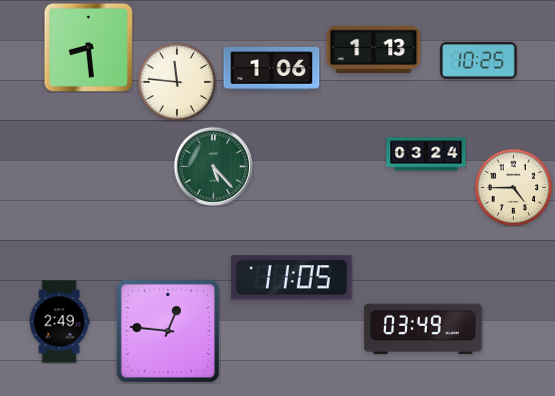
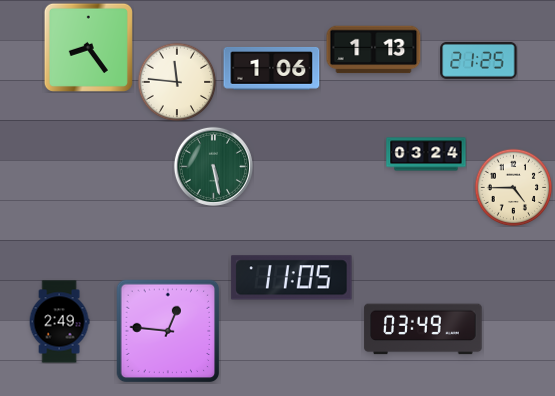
clock at (88, 47): 8:29 -> 8:24
clock at (479, 61): 10:25 -> 21:25
clock at (213, 166): 5:23 -> 5:28
